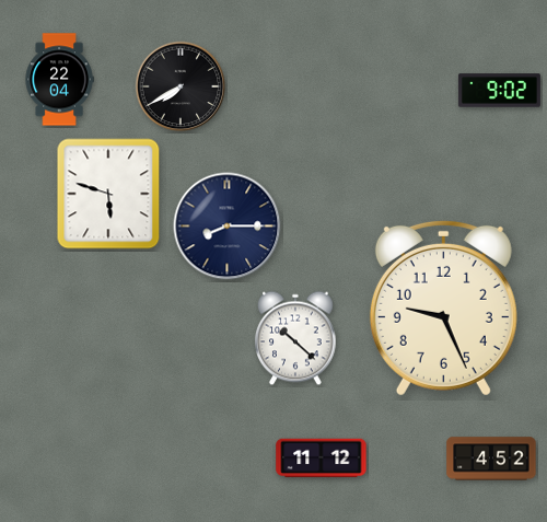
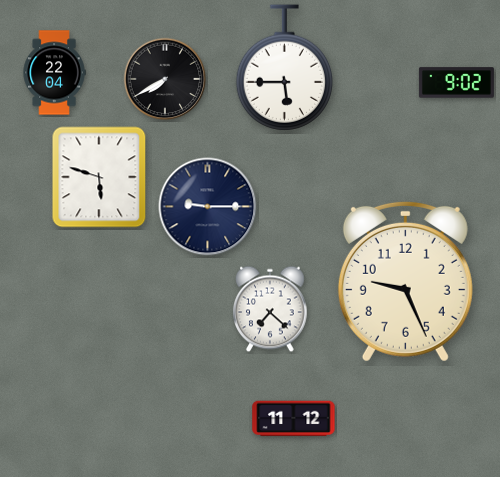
clock at (284, 68): none -> 5:45
clock at (228, 227): 8:15 -> 9:15
clock at (296, 338): 10:22 -> 7:22
clock at (491, 459): 4:52 -> none
